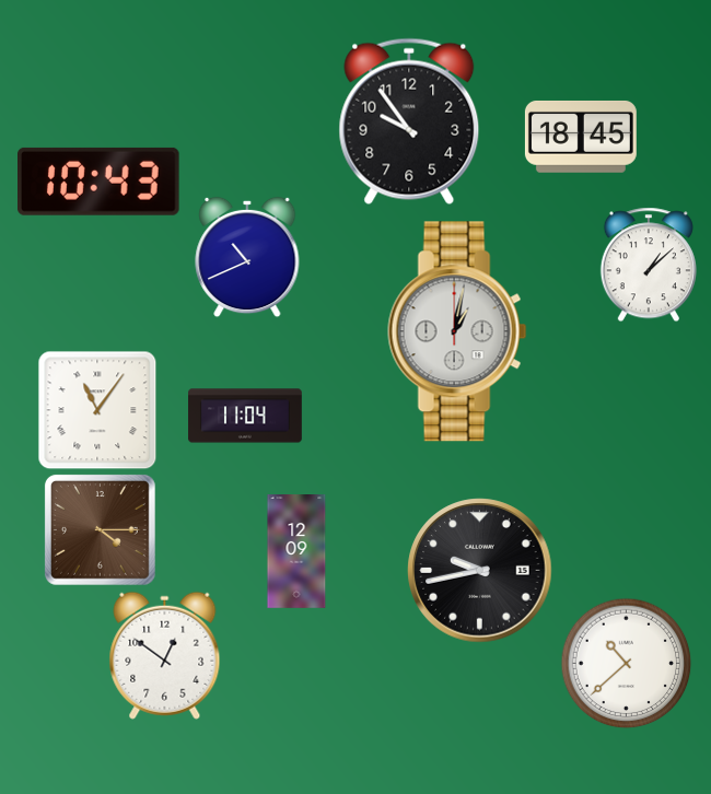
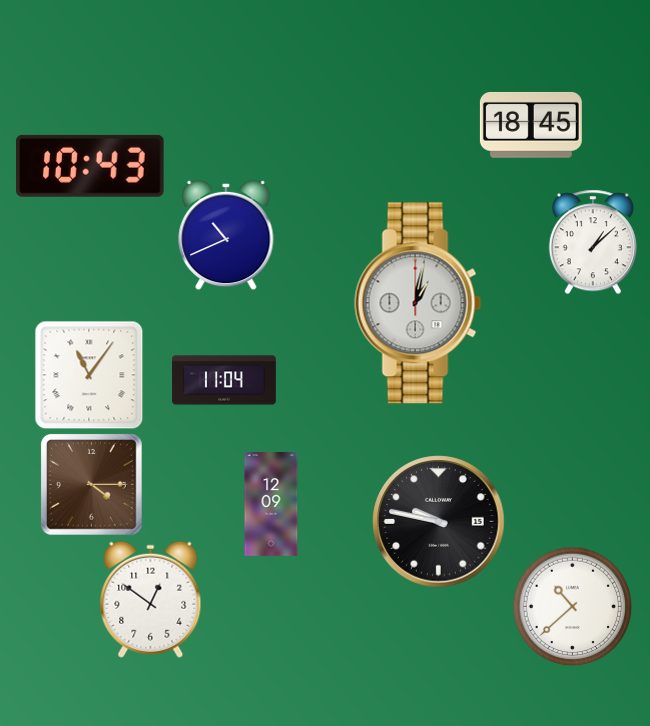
clock at (409, 121): 9:54 -> none
clock at (480, 571): 9:43 -> 9:47
